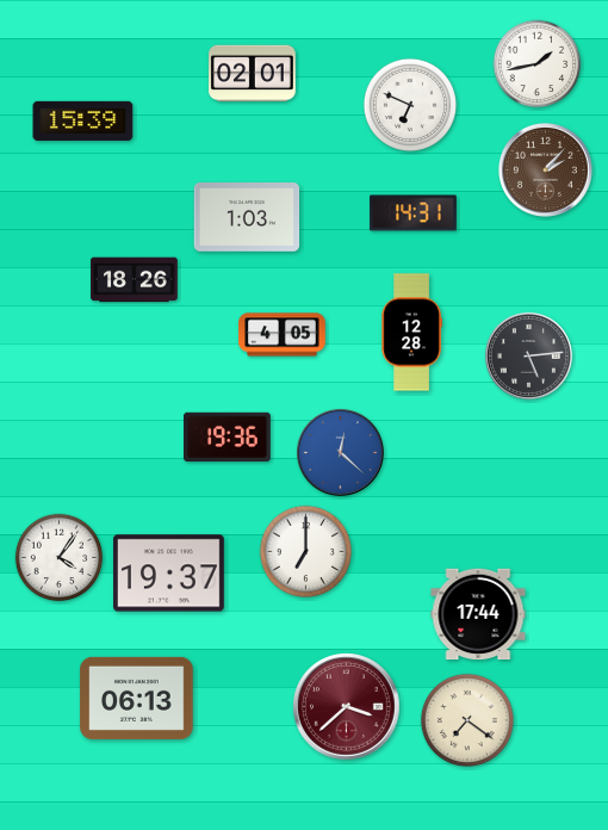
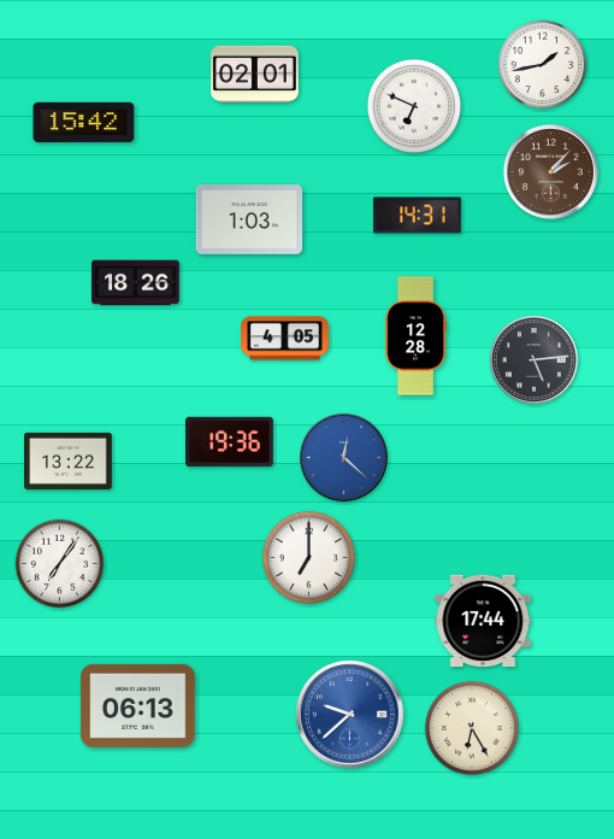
clock at (83, 120): 15:39 -> 15:42
clock at (69, 460): none -> 13:22
clock at (60, 558): 4:06 -> 7:06
clock at (168, 574): 19:37 -> none
clock at (347, 707): 3:38 -> 9:38
clock at (347, 707) dial: burgundy -> blue
clock at (466, 719): 7:21 -> 6:25
